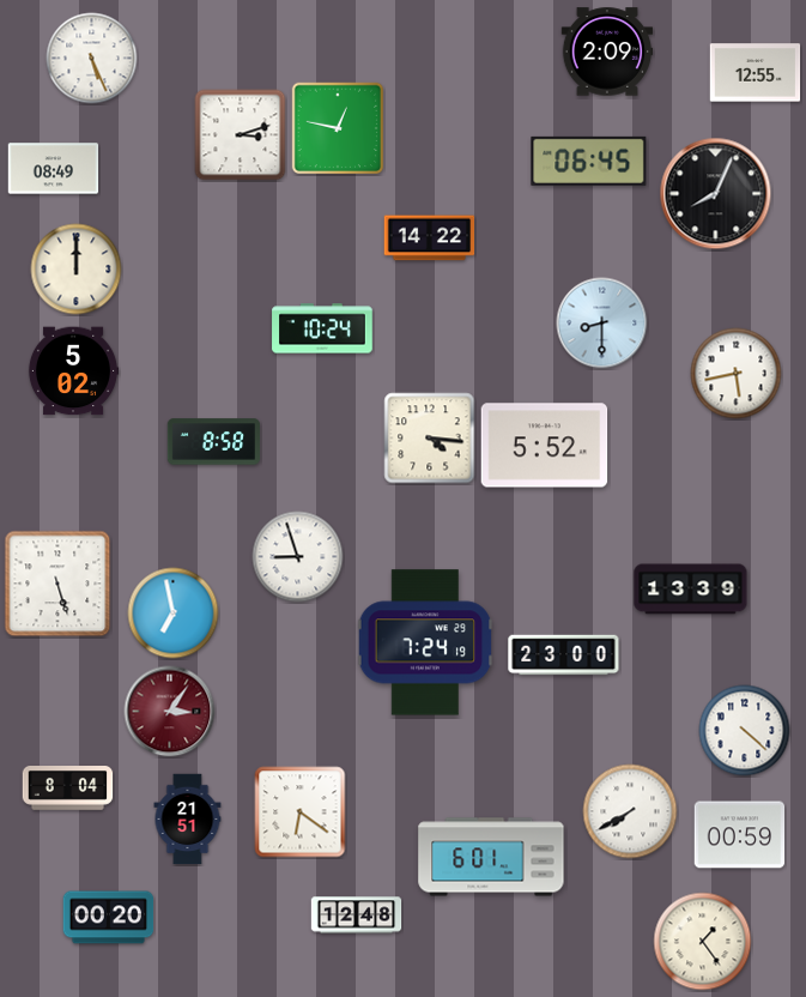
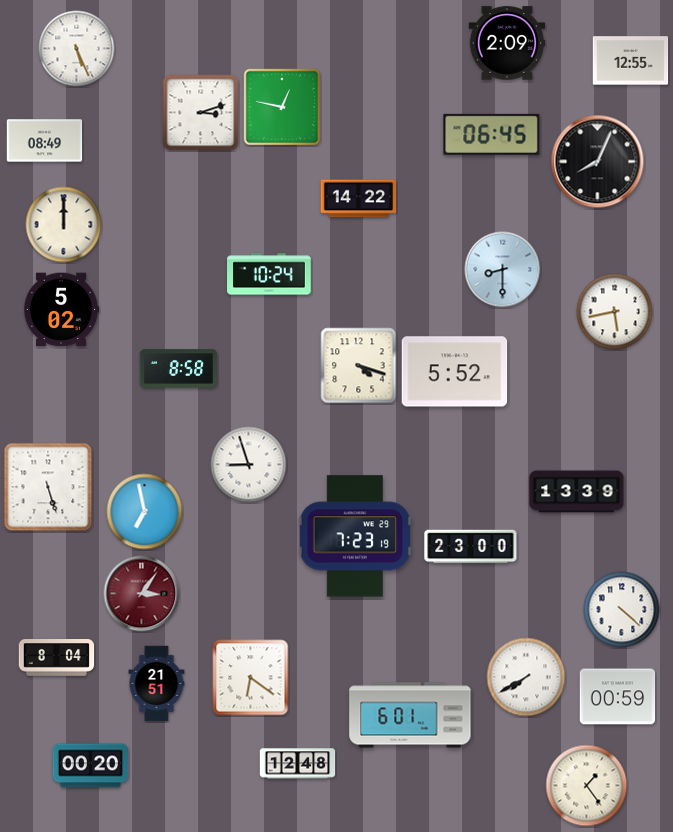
clock at (430, 439): 4:16 -> 4:18
clock at (425, 642): 7:24 -> 7:23
